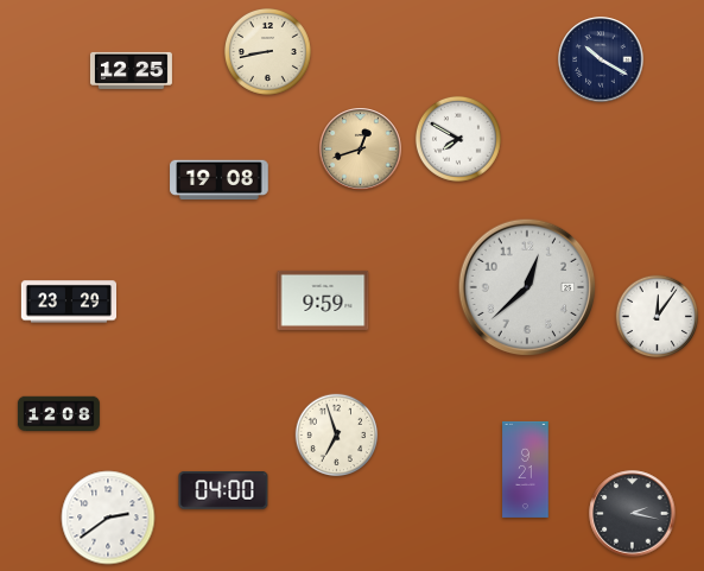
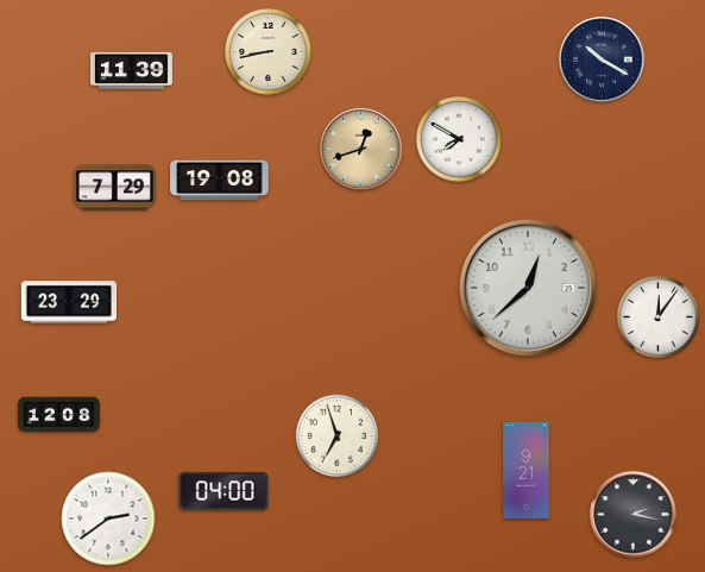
clock at (131, 70): 12:25 -> 11:39
clock at (114, 188): none -> 7:29
clock at (323, 300): 9:59 -> none
